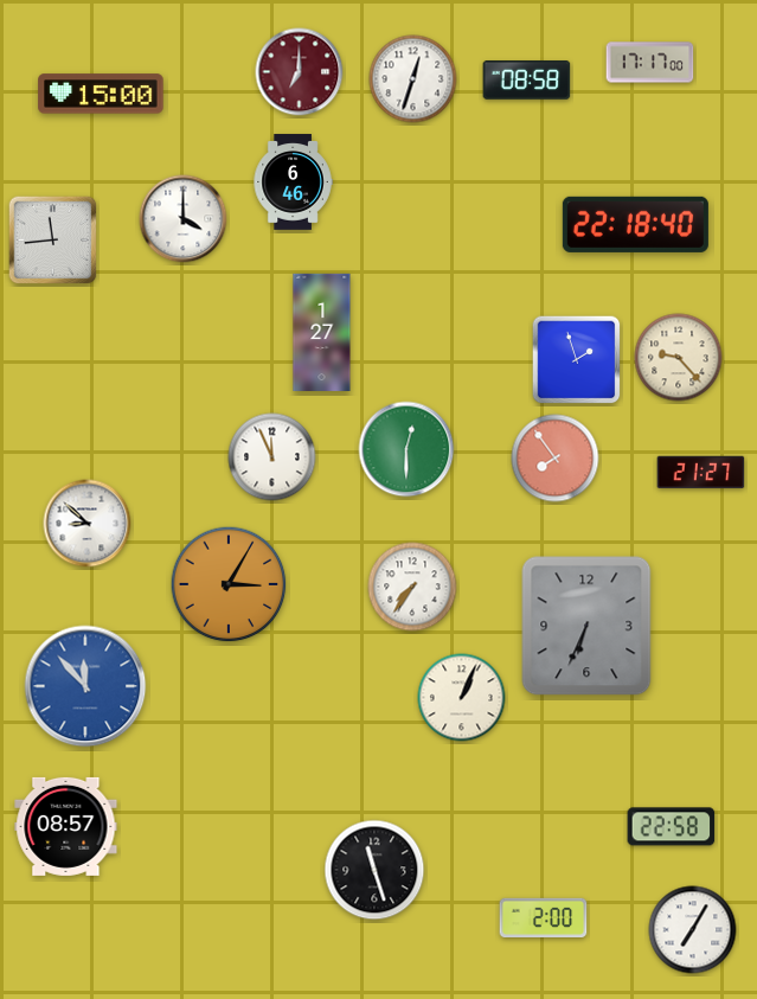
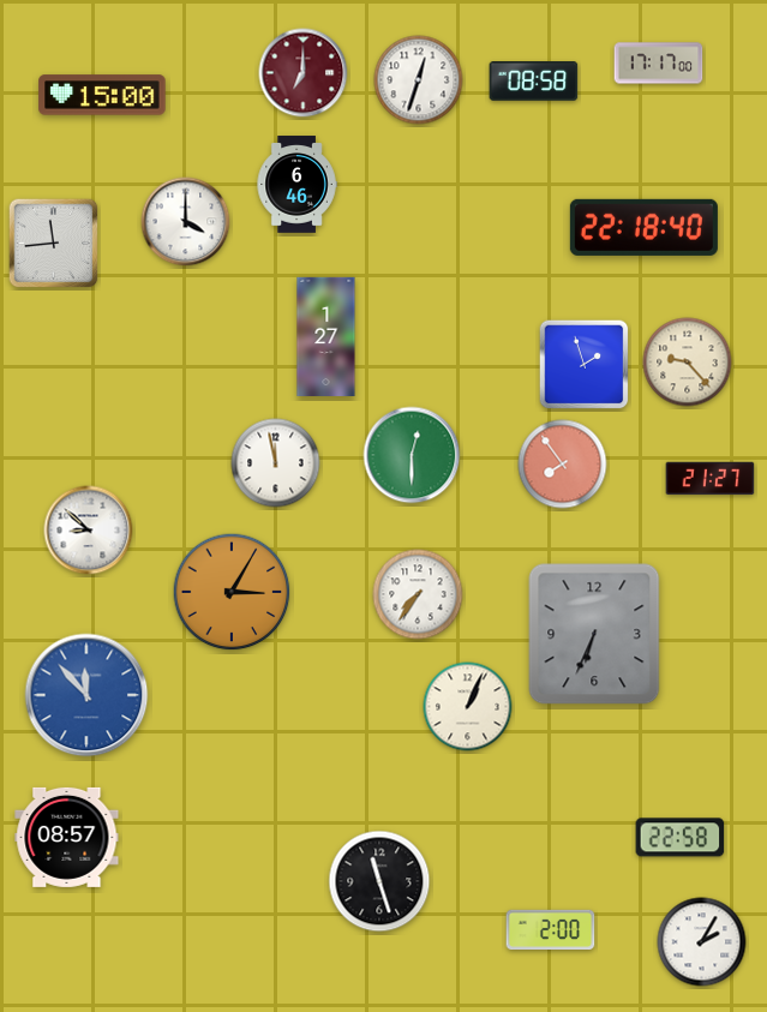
clock at (272, 457): 11:56 -> 11:58
clock at (693, 930): 7:05 -> 2:05
